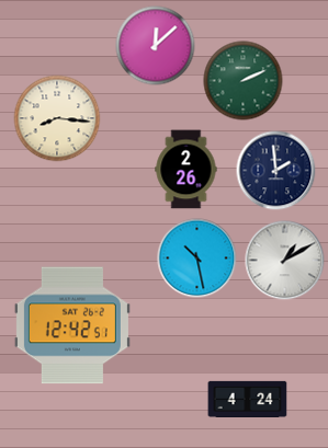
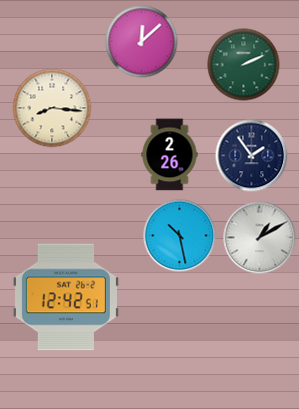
clock at (244, 81) position: (244, 81) -> (244, 65)
clock at (276, 171): 1:59 -> 1:54
clock at (248, 399): 4:24 -> none
